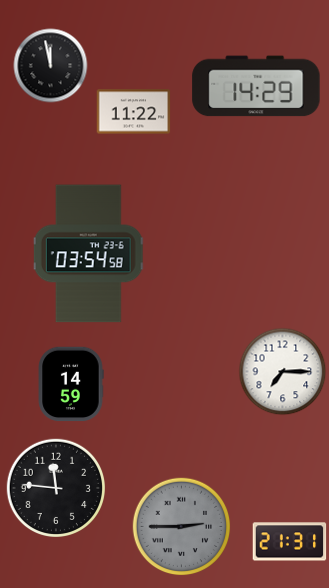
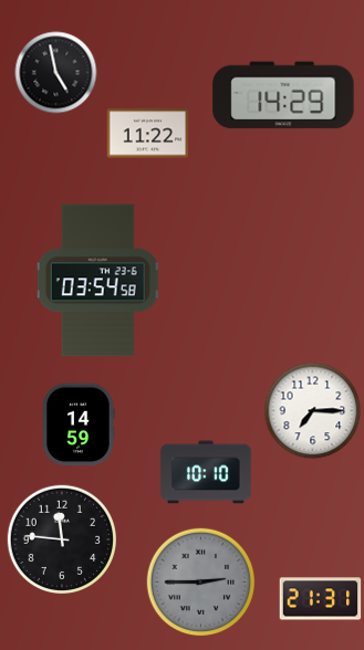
clock at (51, 66): 11:58 -> 4:58
clock at (134, 112) position: (134, 112) -> (148, 134)
clock at (206, 472): none -> 10:10
